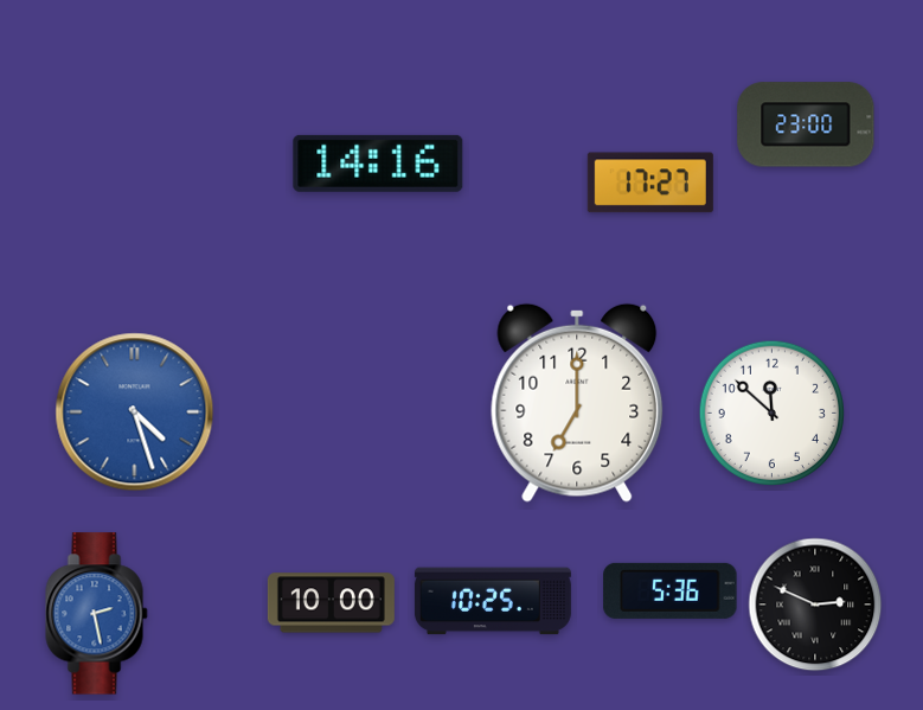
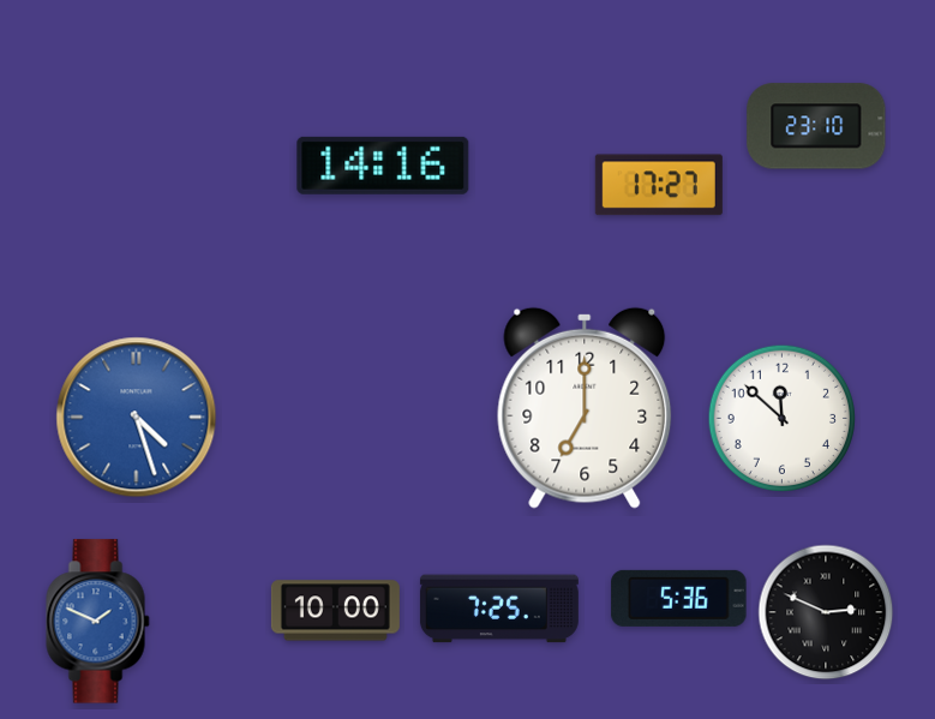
clock at (806, 124): 23:00 -> 23:10
clock at (493, 601): 10:25 -> 7:25
clock at (97, 614): 2:28 -> 1:49
